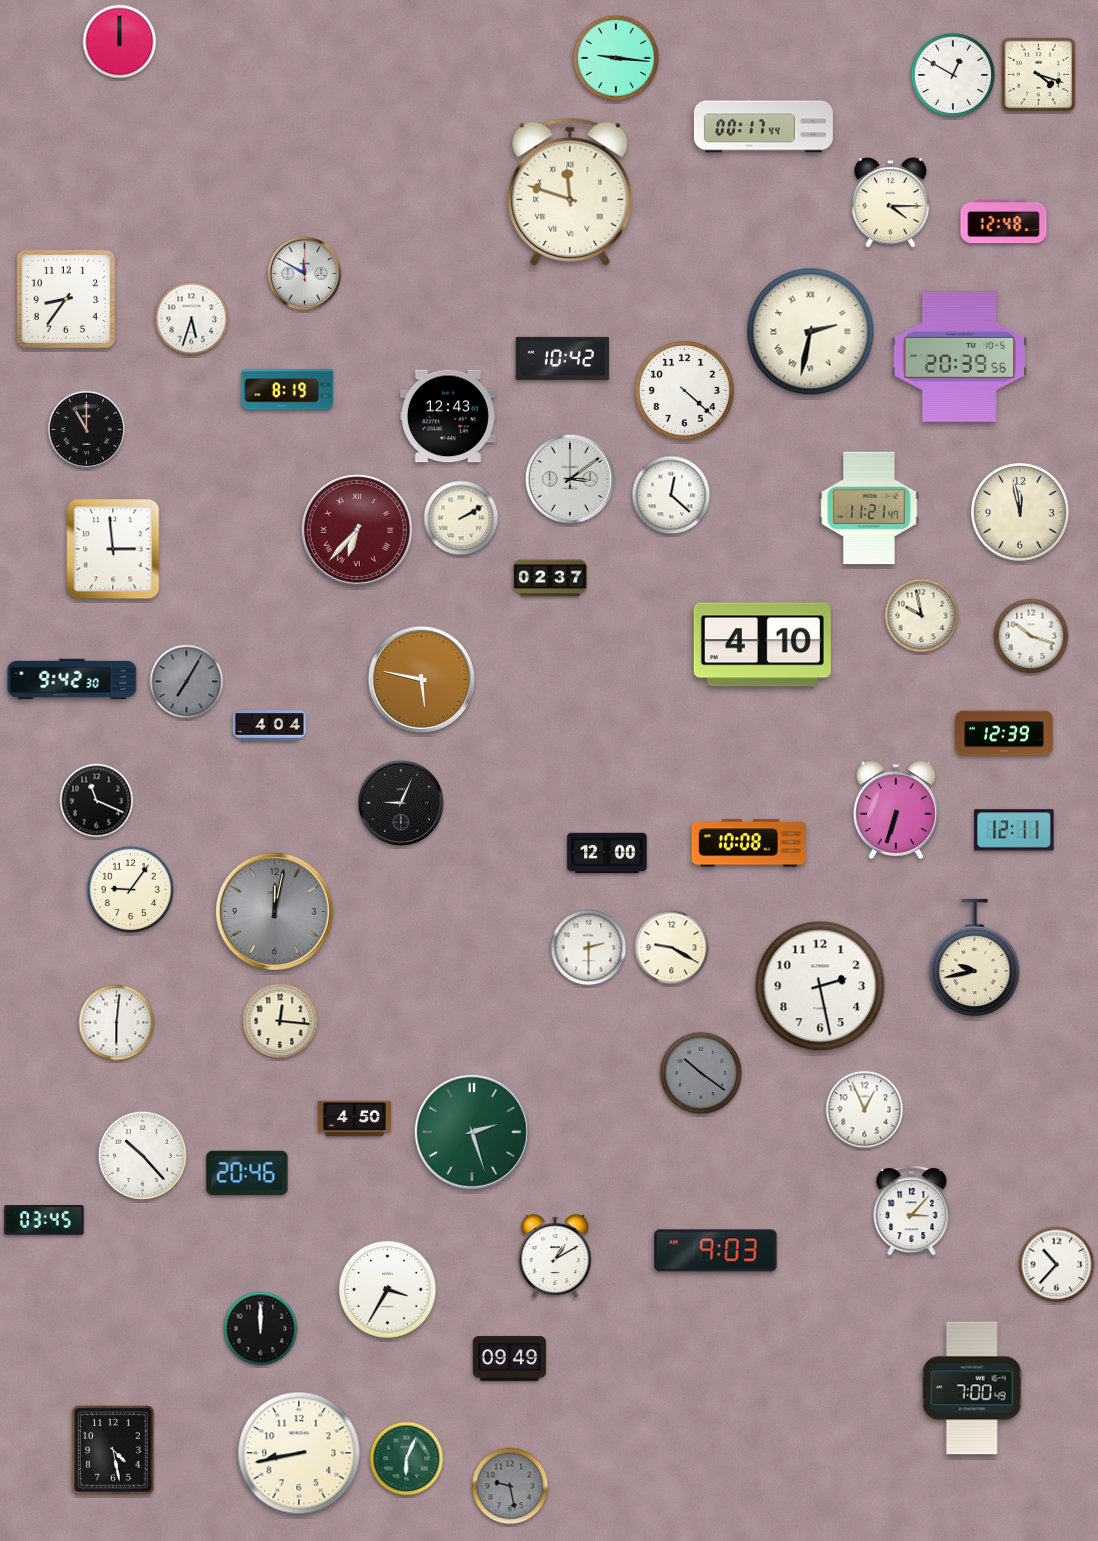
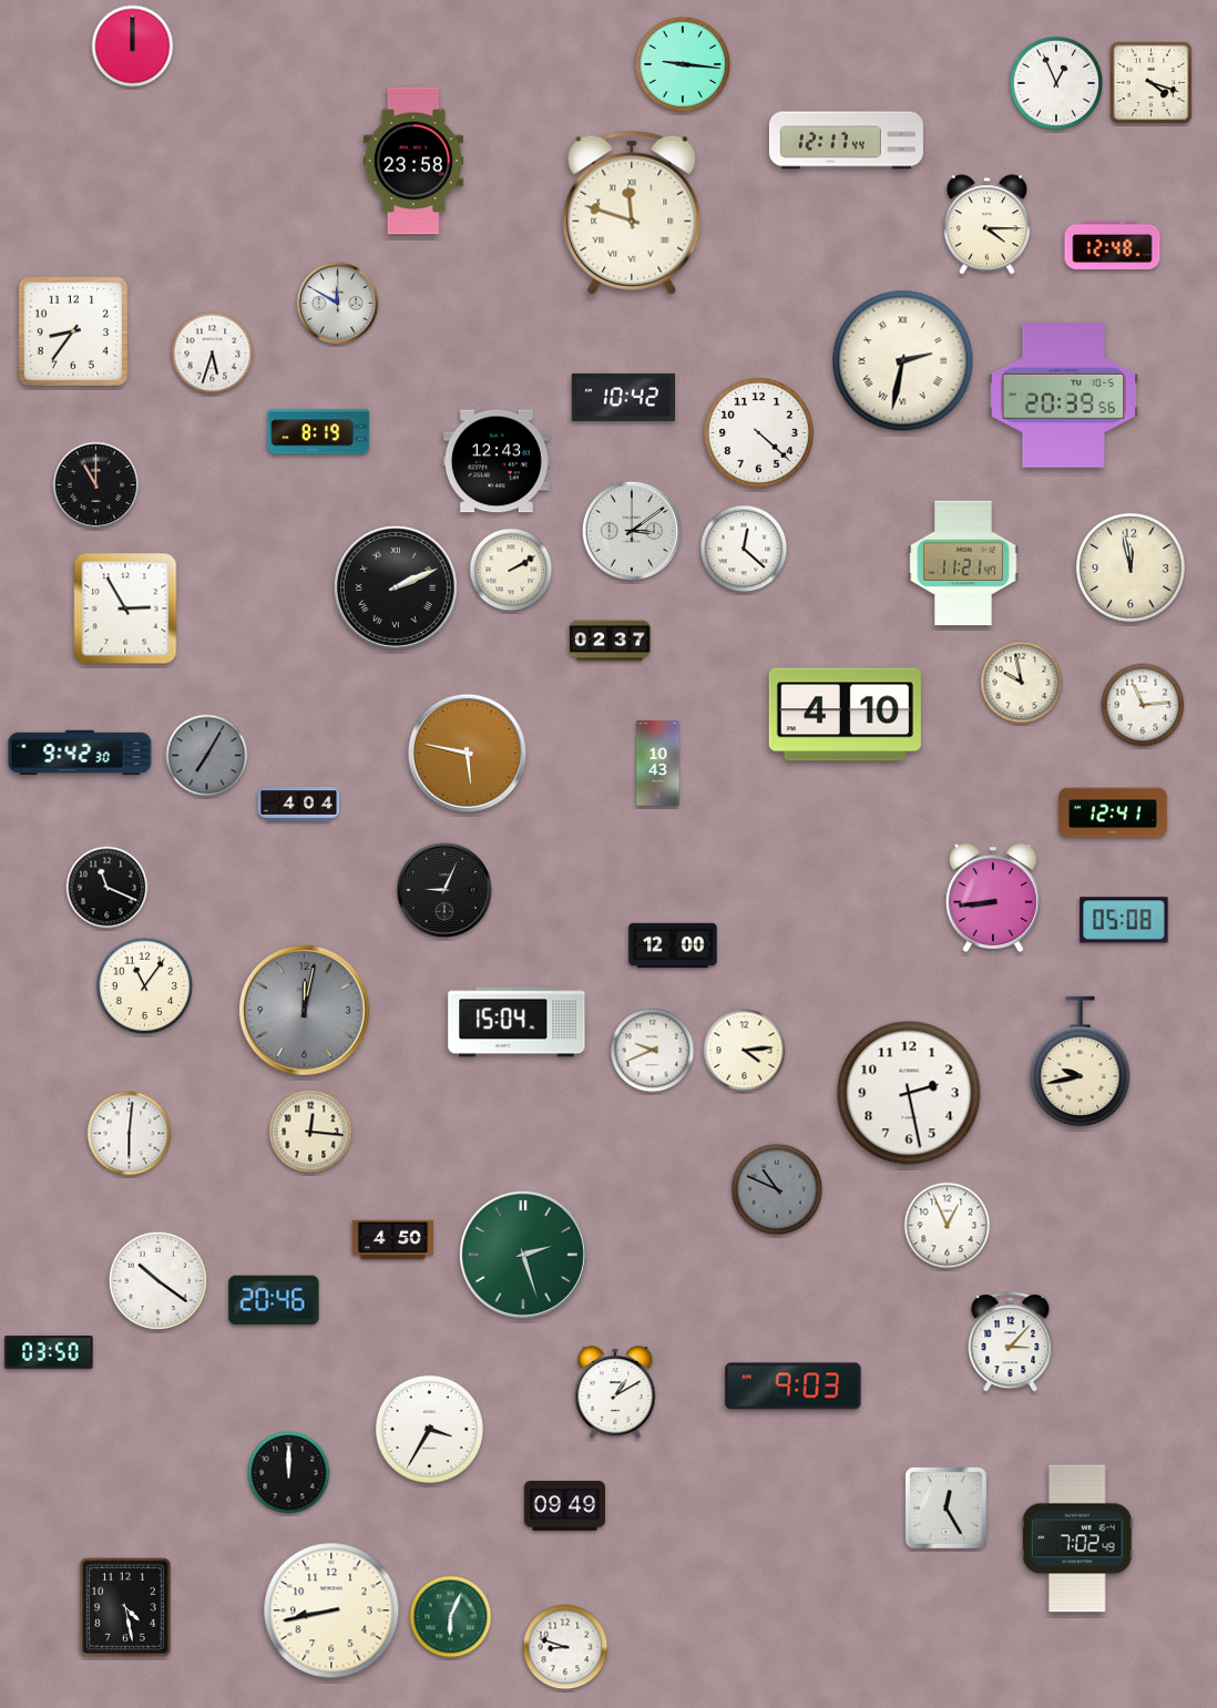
clock at (953, 75): 12:50 -> 12:56
clock at (763, 127): 00:17 -> 12:17
clock at (413, 161): none -> 23:58
clock at (811, 332) position: (811, 332) -> (903, 361)
clock at (87, 430) position: (87, 430) -> (96, 485)
clock at (461, 518) position: (461, 518) -> (511, 570)
clock at (357, 530): 6:37 -> 2:11
clock at (357, 530) dial: burgundy -> black
clock at (113, 549): 2:59 -> 2:55
clock at (1031, 636): 10:18 -> 11:14
clock at (658, 764): none -> 10:43
clock at (1004, 733): 12:39 -> 12:41
clock at (896, 810): 6:33 -> 8:44
clock at (1014, 830): 12:11 -> 05:08
clock at (748, 843): 10:08 -> none
clock at (131, 890): 9:06 -> 11:06
clock at (517, 1022): none -> 15:04
clock at (589, 948): 2:30 -> 9:41
clock at (672, 948): 9:20 -> 4:14
clock at (701, 1073): 10:21 -> 10:49
clock at (865, 1110) position: (865, 1110) -> (948, 1226)
clock at (142, 1155): 10:23 -> 10:21
clock at (44, 1220): 03:45 -> 03:50
clock at (1057, 1265): 10:37 -> none
clock at (945, 1507): none -> 12:25
clock at (972, 1388): 7:00 -> 7:02
clock at (510, 1486): 9:28 -> 8:48
clock at (510, 1486) dial: grey -> white
